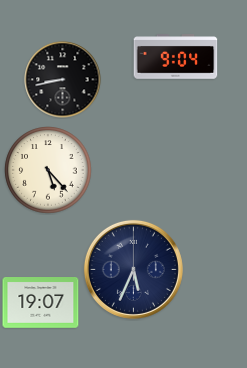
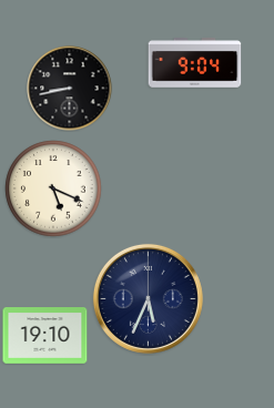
clock at (48, 170): 5:23 -> 5:19
clock at (41, 303): 19:07 -> 19:10
